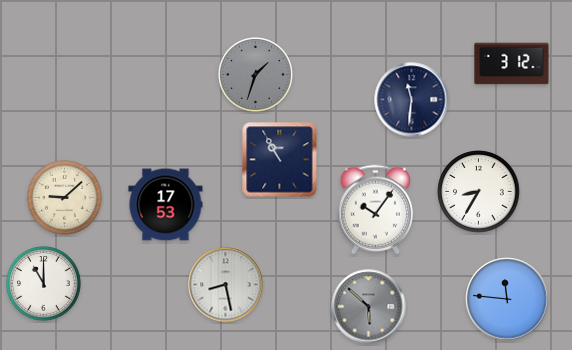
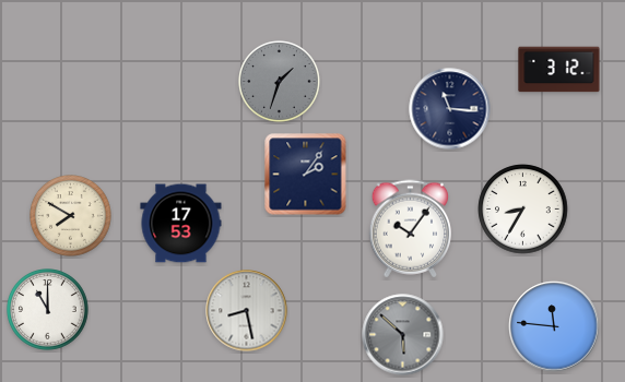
clock at (412, 100): 11:31 -> 11:16
clock at (280, 160): 10:55 -> 2:06
clock at (65, 198): 9:08 -> 7:50
